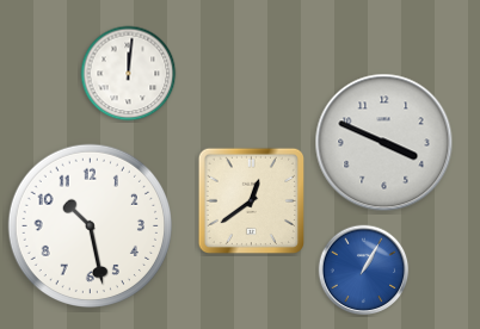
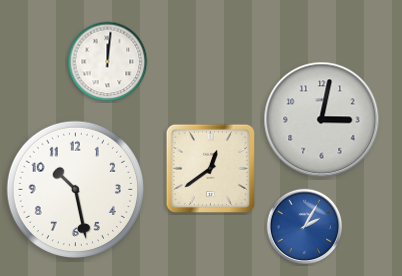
clock at (384, 143): 3:49 -> 3:02
clock at (364, 271): 1:05 -> 2:05
